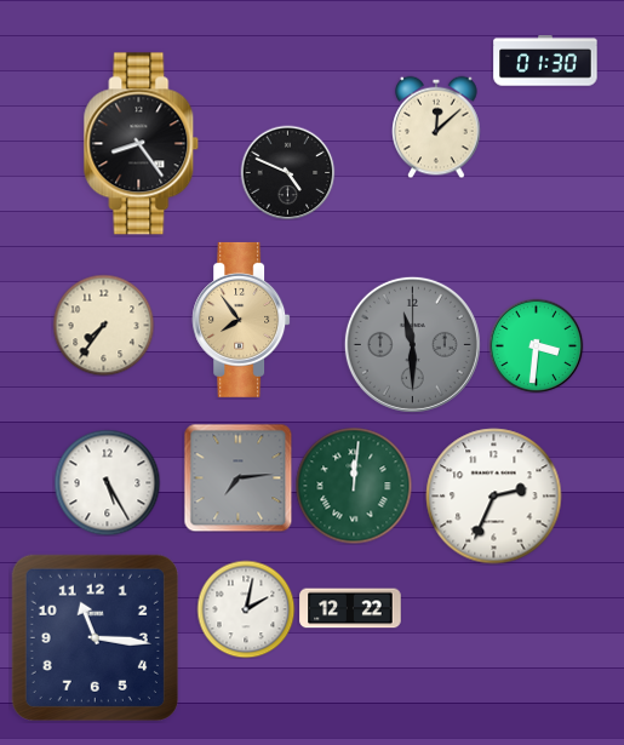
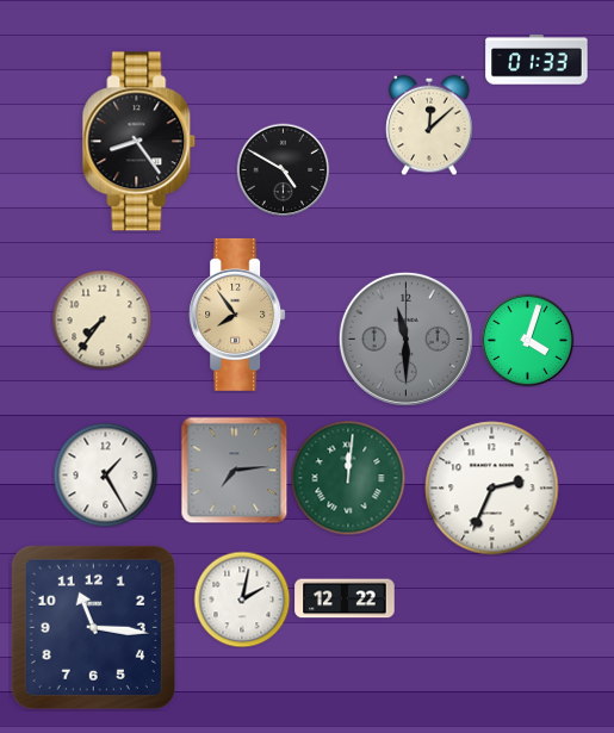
clock at (545, 61): 01:30 -> 01:33
clock at (287, 172): 4:49 -> 4:50
clock at (536, 345): 3:31 -> 4:03
clock at (107, 482): 5:25 -> 1:25
clock at (494, 497) position: (494, 497) -> (492, 489)
